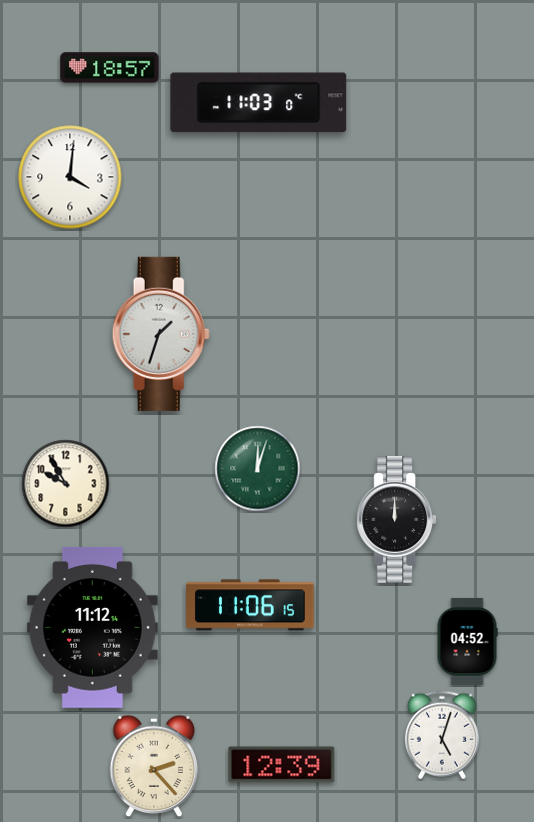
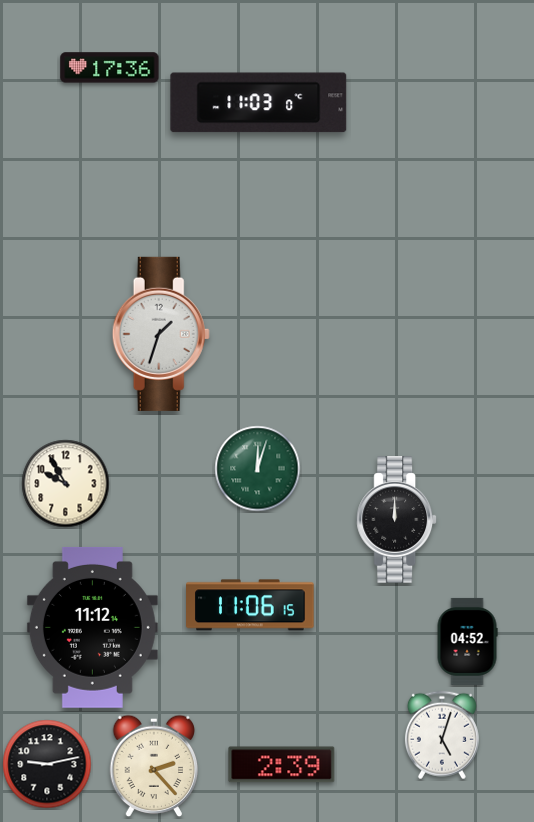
clock at (110, 68): 18:57 -> 17:36
clock at (70, 177): 4:01 -> none
clock at (47, 764): none -> 9:13
clock at (282, 765): 12:39 -> 2:39
